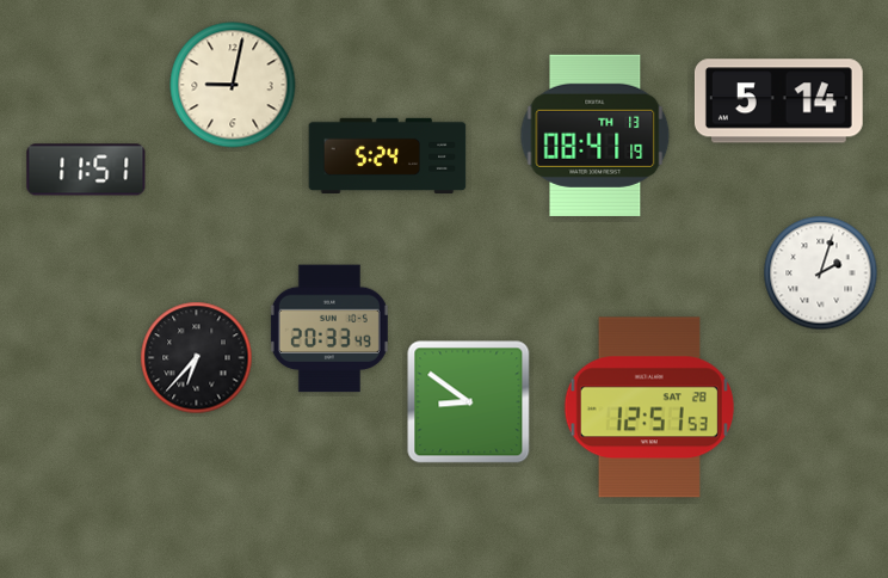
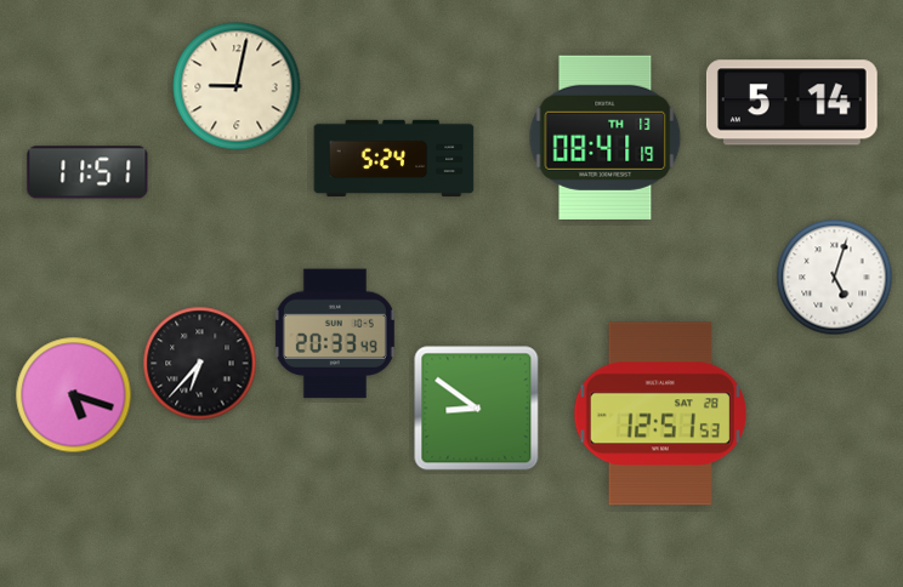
clock at (821, 273): 2:03 -> 5:03
clock at (74, 395): none -> 5:18
